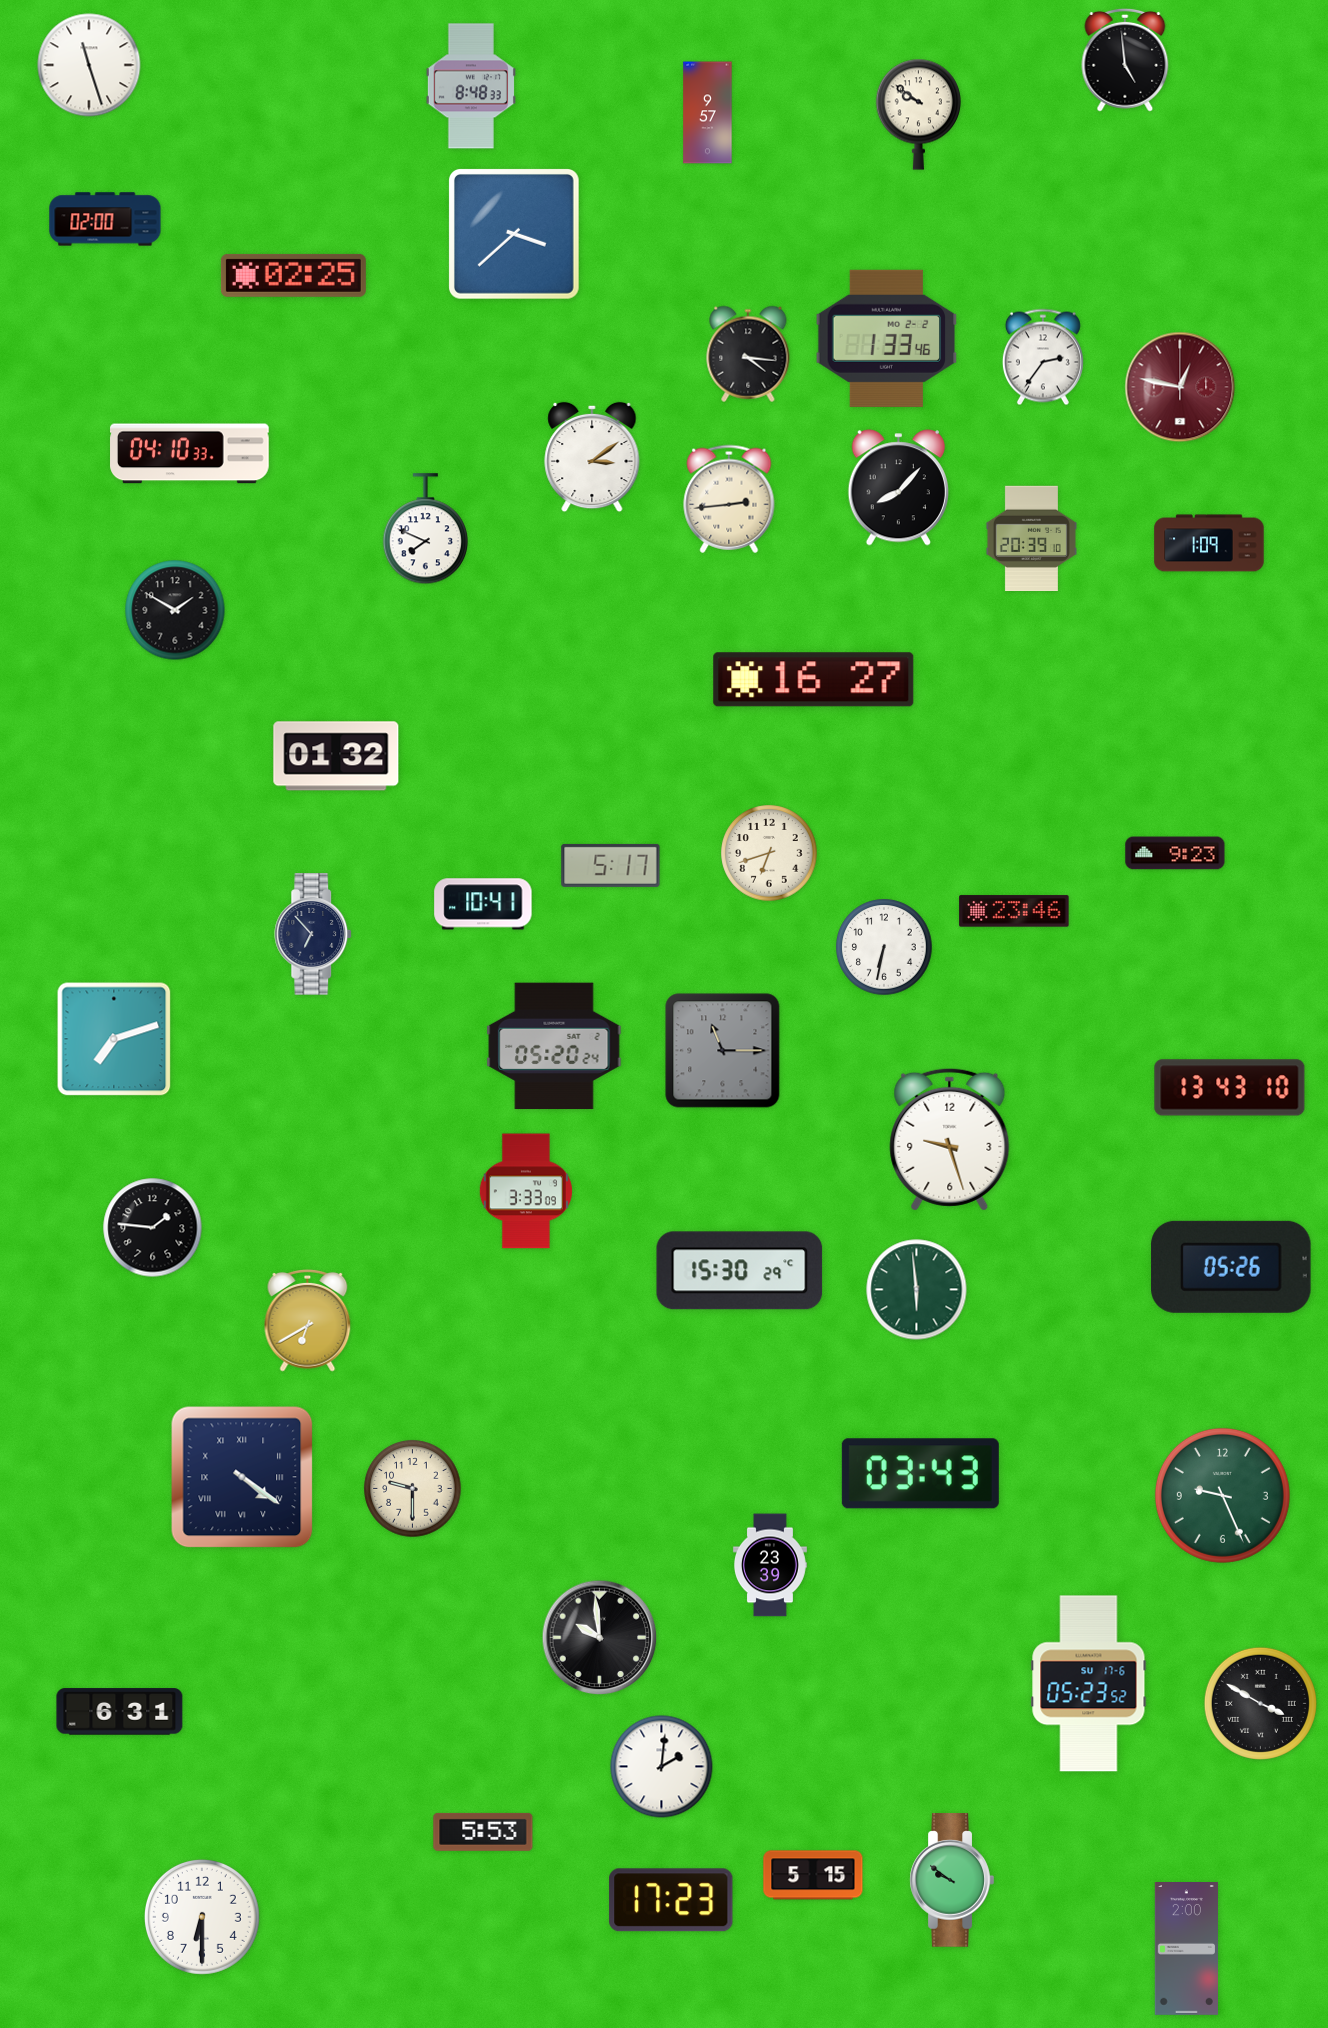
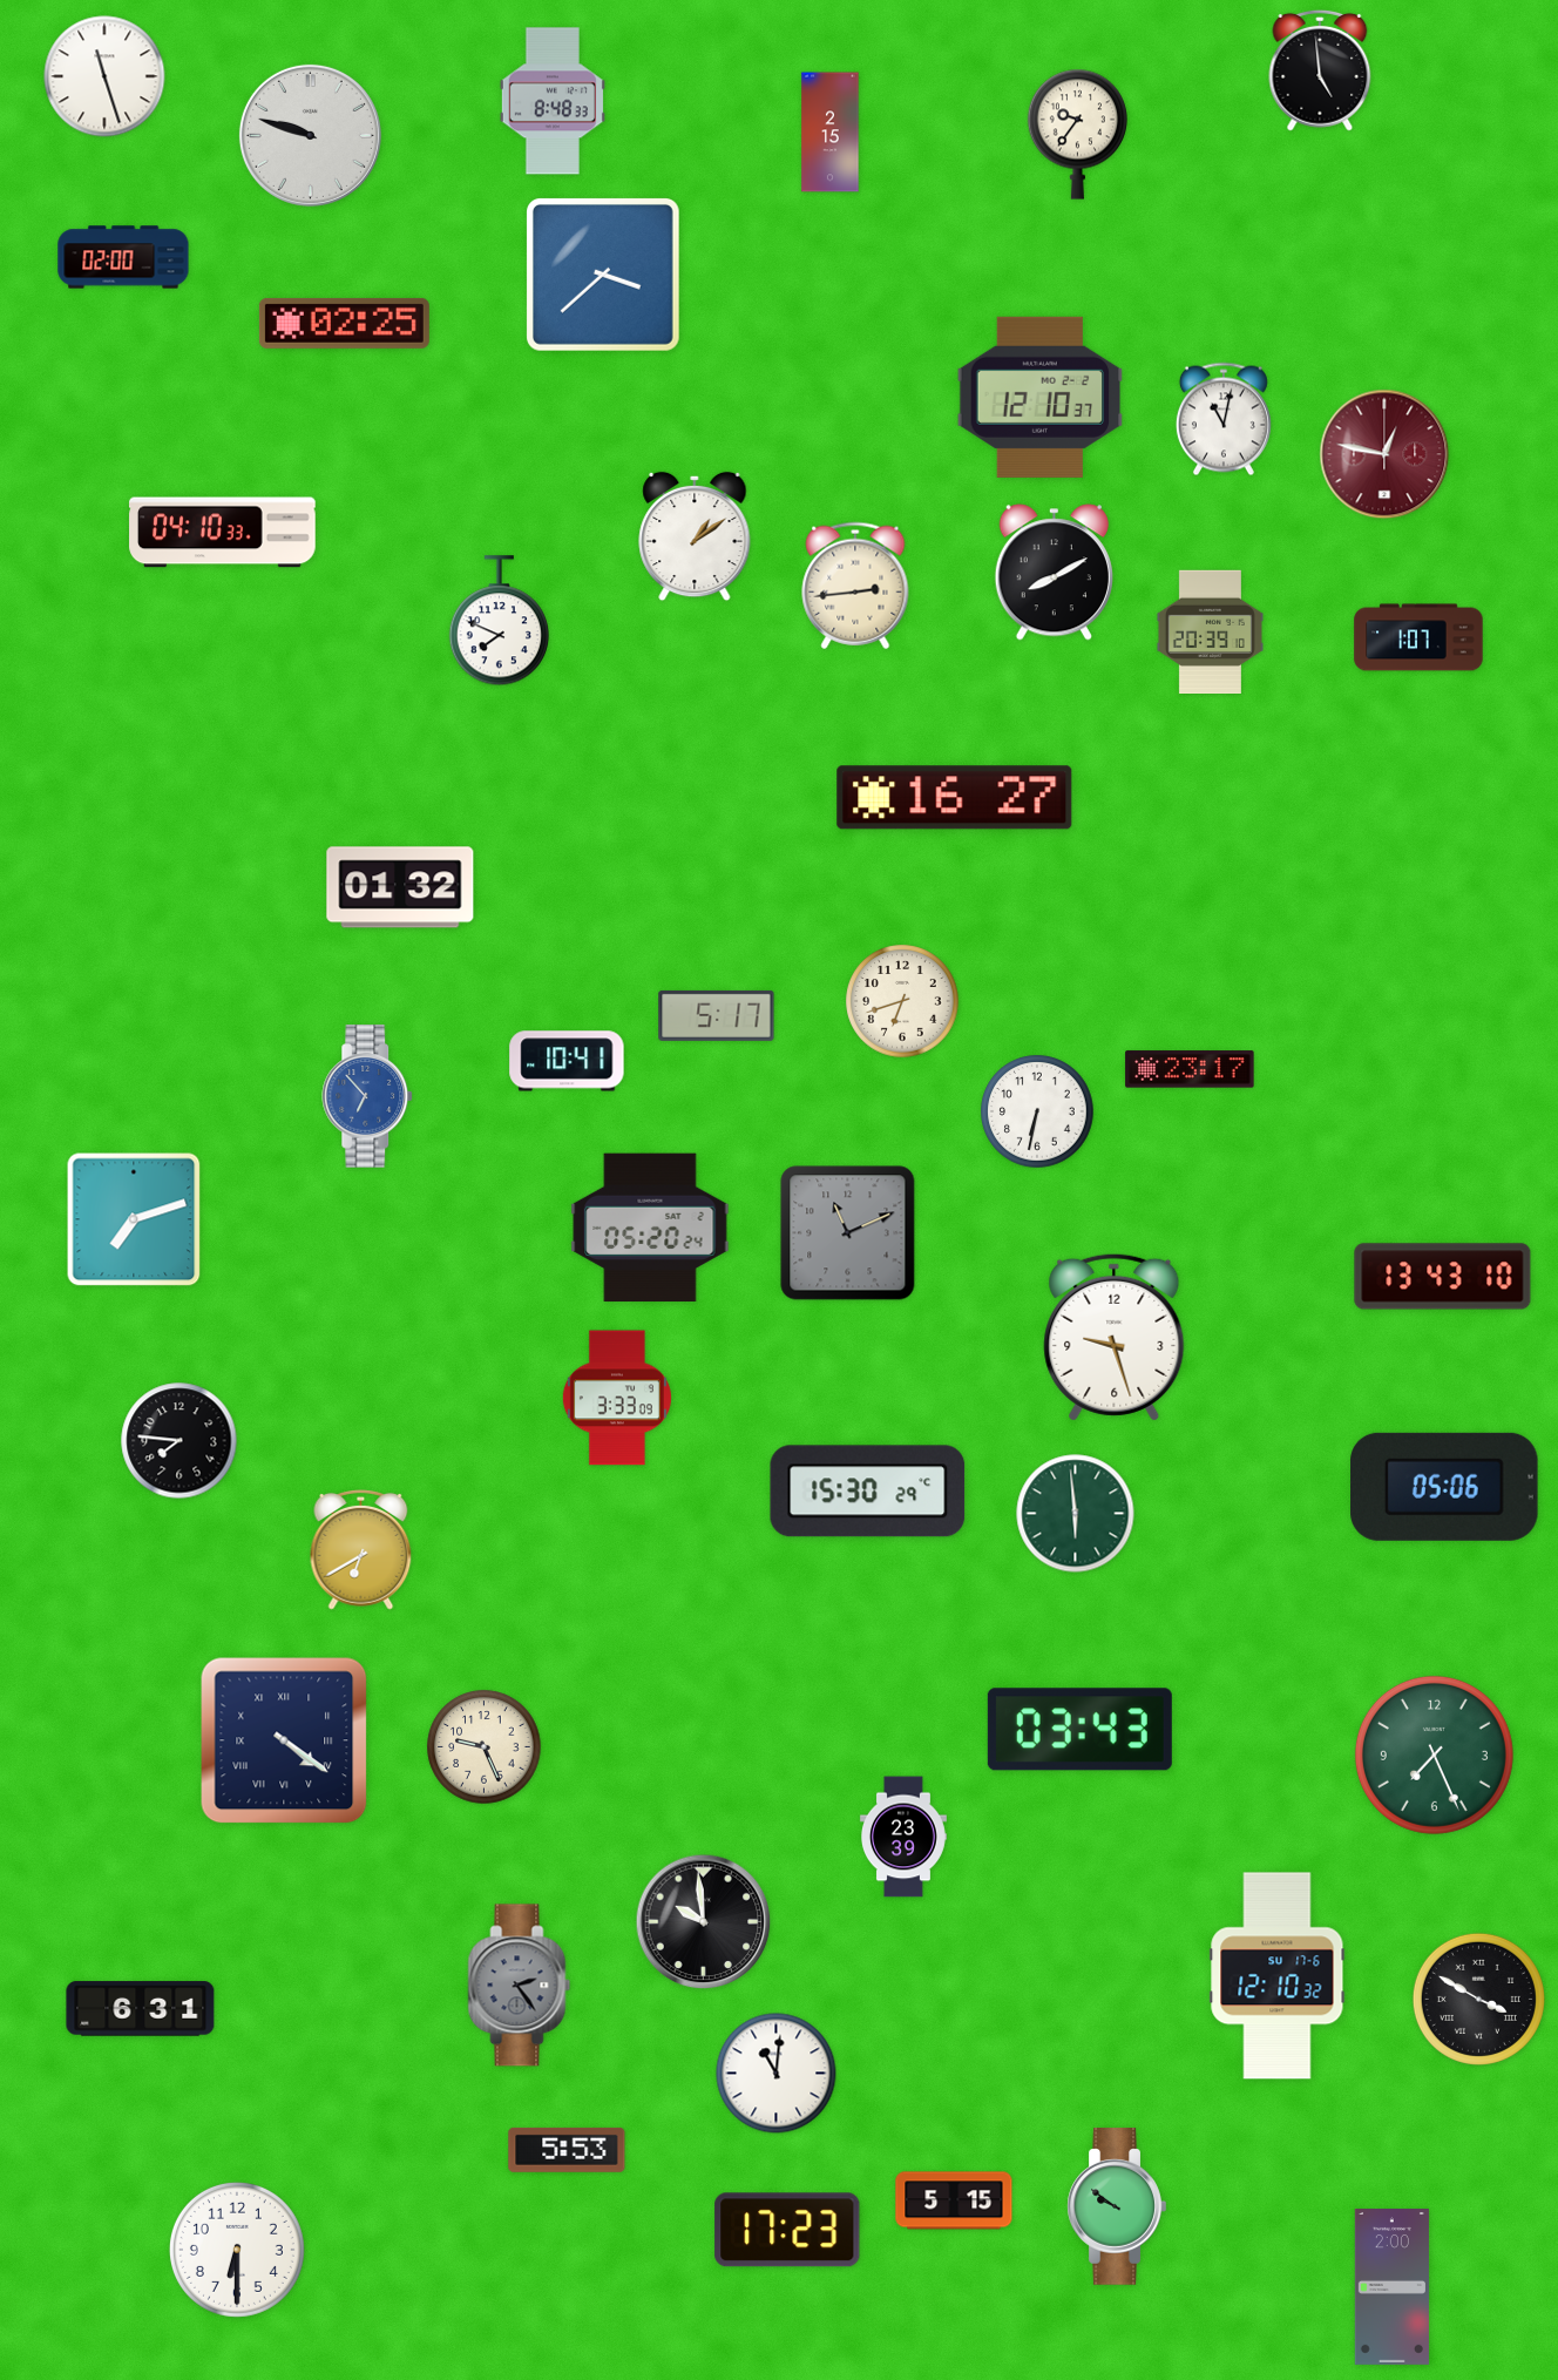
clock at (708, 113): 9:57 -> 2:15
clock at (918, 114): 9:51 -> 9:36
clock at (310, 135): none -> 9:48
clock at (887, 338): 1:33 -> 12:10
clock at (748, 354): 4:16 -> none
clock at (1043, 357): 2:36 -> 11:02
clock at (592, 457): 3:09 -> 1:09
clock at (898, 488): 8:07 -> 8:10
clock at (1209, 543): 1:09 -> 1:07
clock at (175, 610): 1:50 -> none
clock at (336, 756) position: (336, 756) -> (400, 887)
clock at (1175, 853): 9:23 -> none
clock at (1014, 911): 23:46 -> 23:17
clock at (314, 934) dial: navy -> blue
clock at (723, 1051): 11:15 -> 11:11
clock at (153, 1228): 1:46 -> 7:46
clock at (1231, 1267): 05:26 -> 05:06
clock at (242, 1477) position: (242, 1477) -> (284, 1740)
clock at (413, 1489): 9:30 -> 9:26
clock at (1222, 1495): 9:26 -> 7:26
clock at (1089, 1684): 05:23 -> 12:10
clock at (520, 1986): none -> 2:24
clock at (662, 1767): 2:01 -> 11:01
